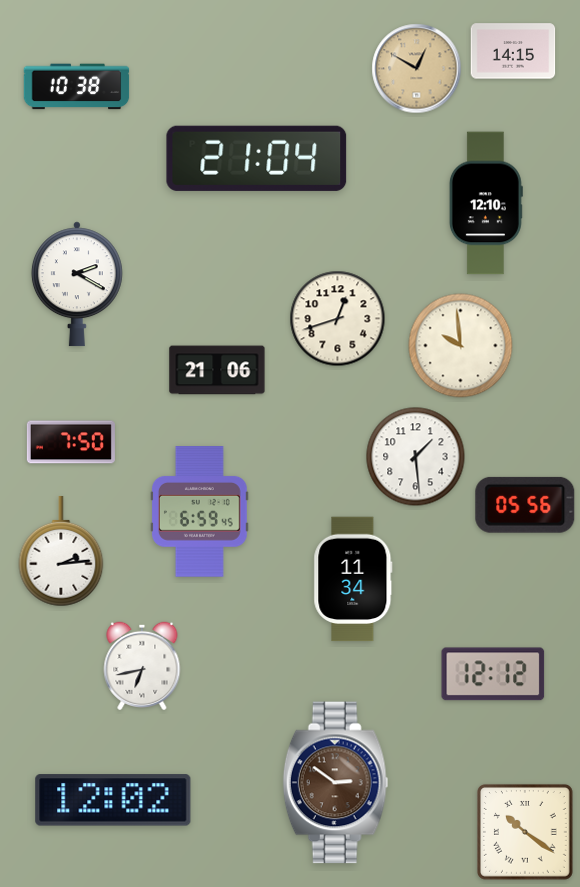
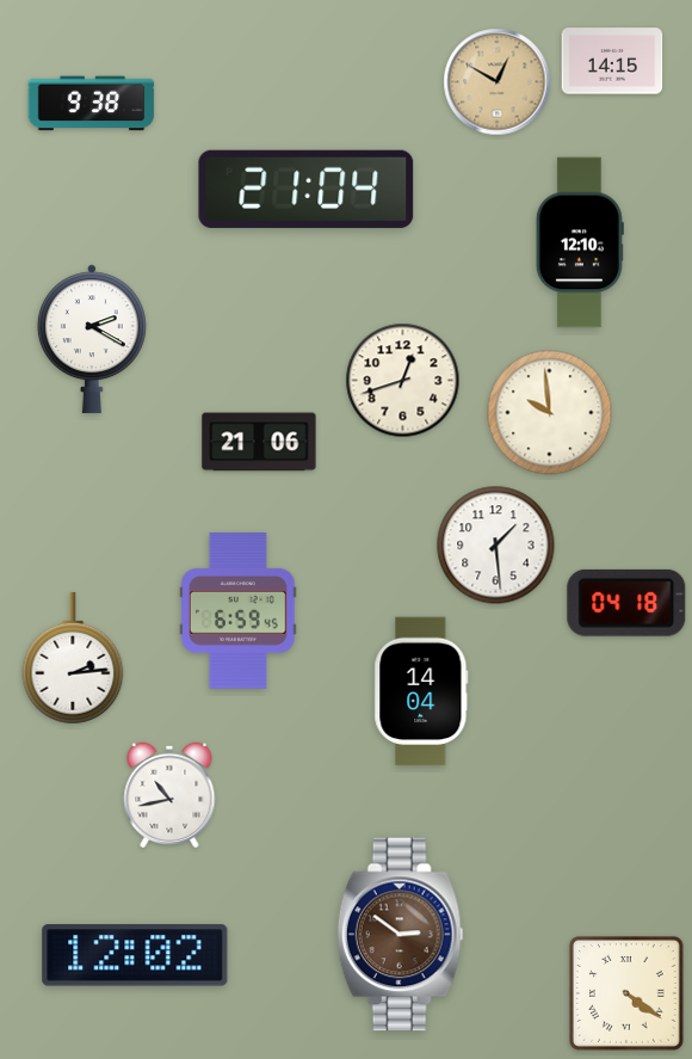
clock at (77, 87): 10:38 -> 9:38
clock at (71, 442): 7:50 -> none
clock at (525, 505): 05:56 -> 04:18
clock at (353, 579): 11:34 -> 14:04
clock at (142, 666): 6:43 -> 10:43
clock at (493, 674): 12:12 -> none
clock at (525, 832): 10:21 -> 4:21
